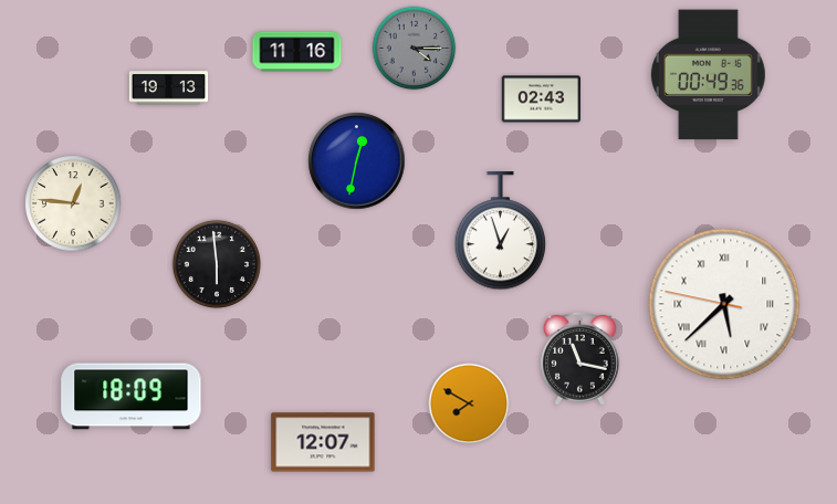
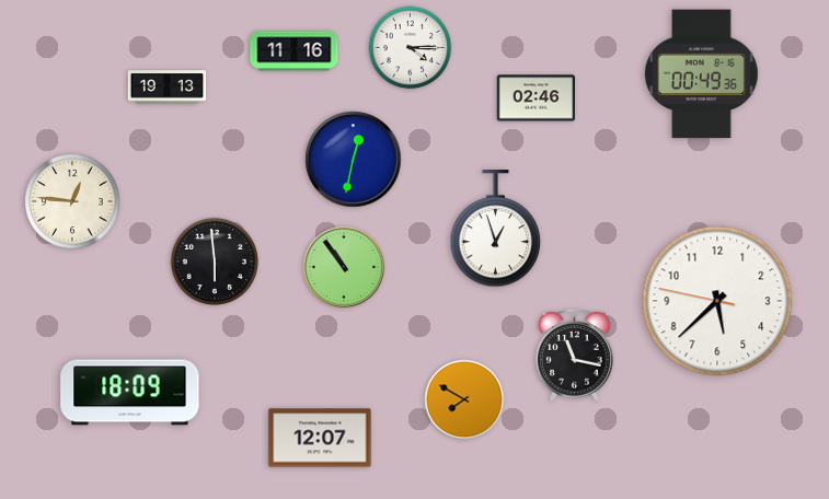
clock at (415, 49) dial: grey -> white
clock at (542, 99): 02:43 -> 02:46
clock at (344, 267): none -> 10:54
clock at (724, 304) numerals: Roman -> Arabic
